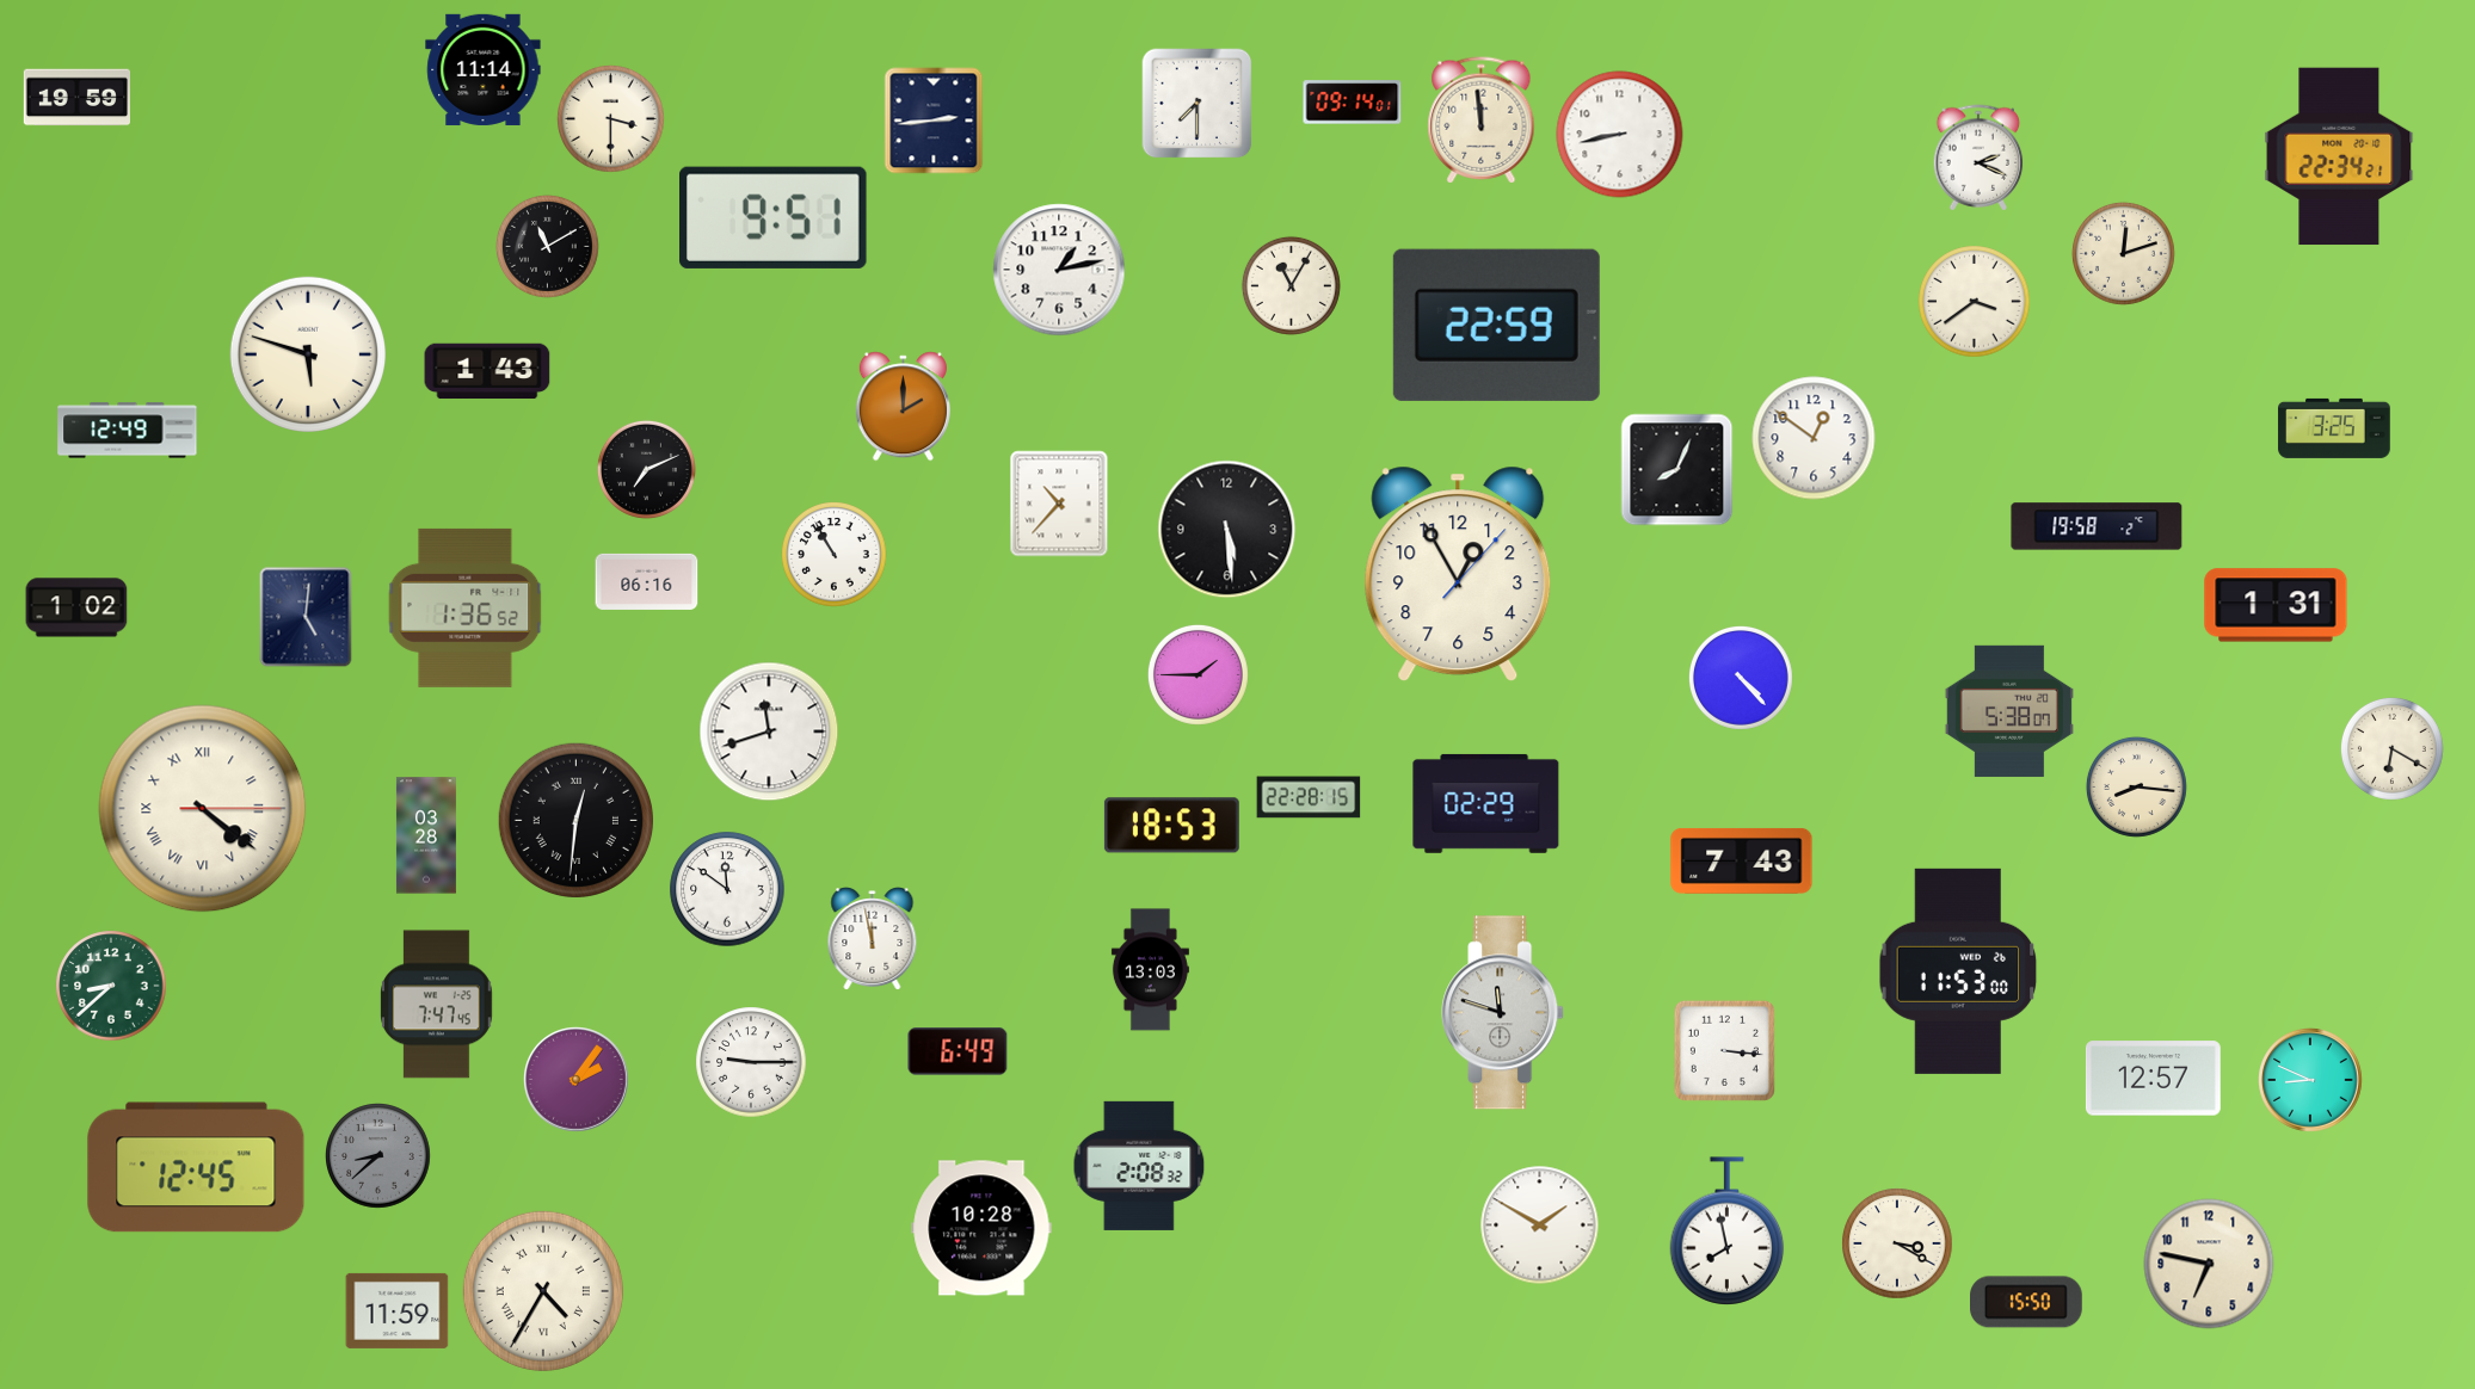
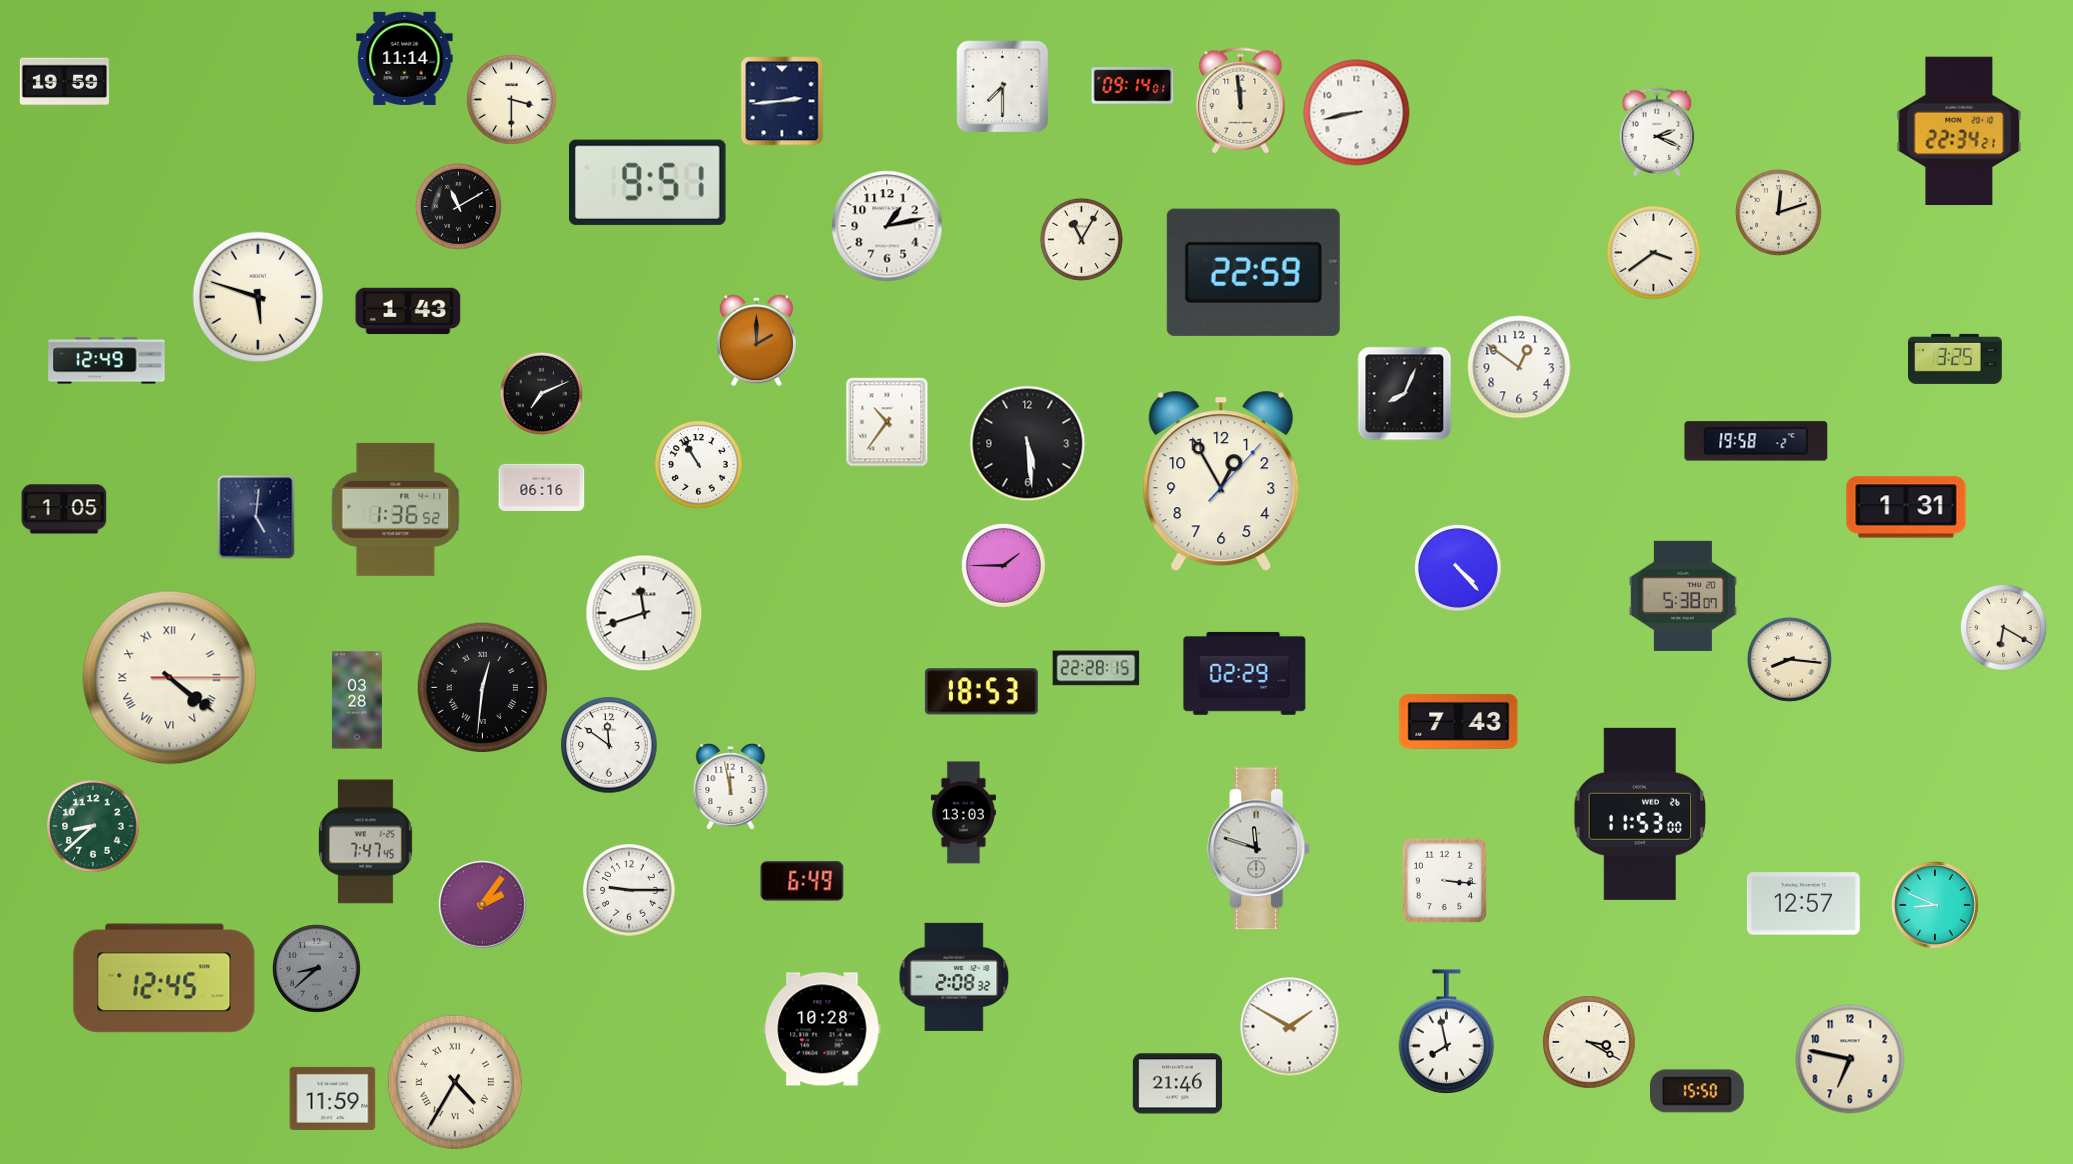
clock at (1059, 504): 10:37 -> 10:36
clock at (76, 607): 1:02 -> 1:05
clock at (466, 607) position: (466, 607) -> (396, 509)
clock at (1177, 1084): none -> 21:46
